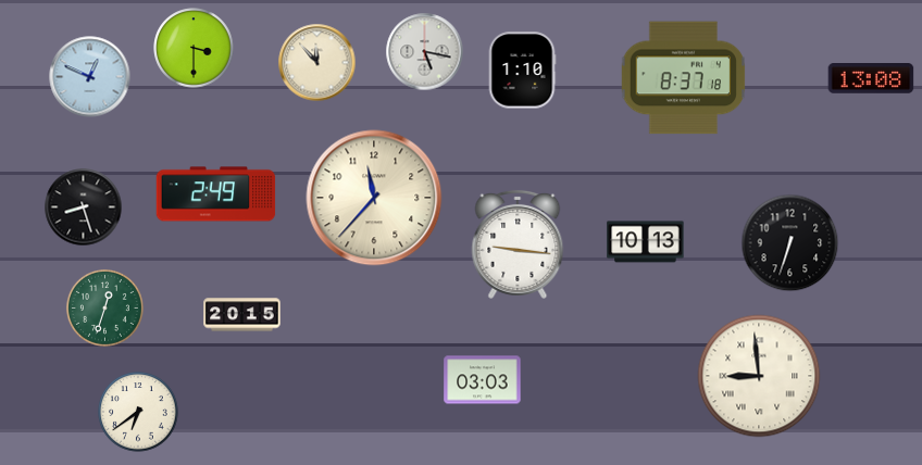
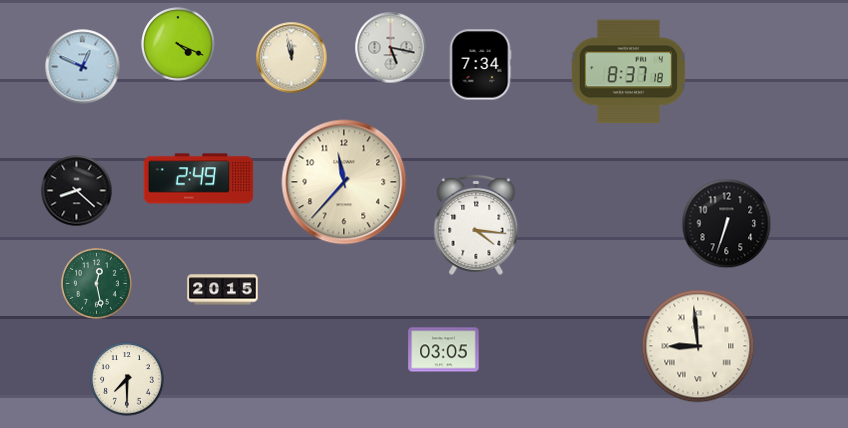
clock at (194, 48): 3:30 -> 4:19
clock at (317, 63): 11:53 -> 11:58
clock at (522, 71): 1:10 -> 7:34
clock at (90, 77) position: (90, 77) -> (83, 67)
clock at (871, 78): 13:08 -> none
clock at (84, 208): 8:27 -> 8:22
clock at (646, 242): 10:13 -> none
clock at (518, 244): 9:16 -> 4:16
clock at (104, 307): 12:33 -> 12:28
clock at (483, 380): 03:03 -> 03:05
clock at (138, 412): 6:39 -> 7:30
